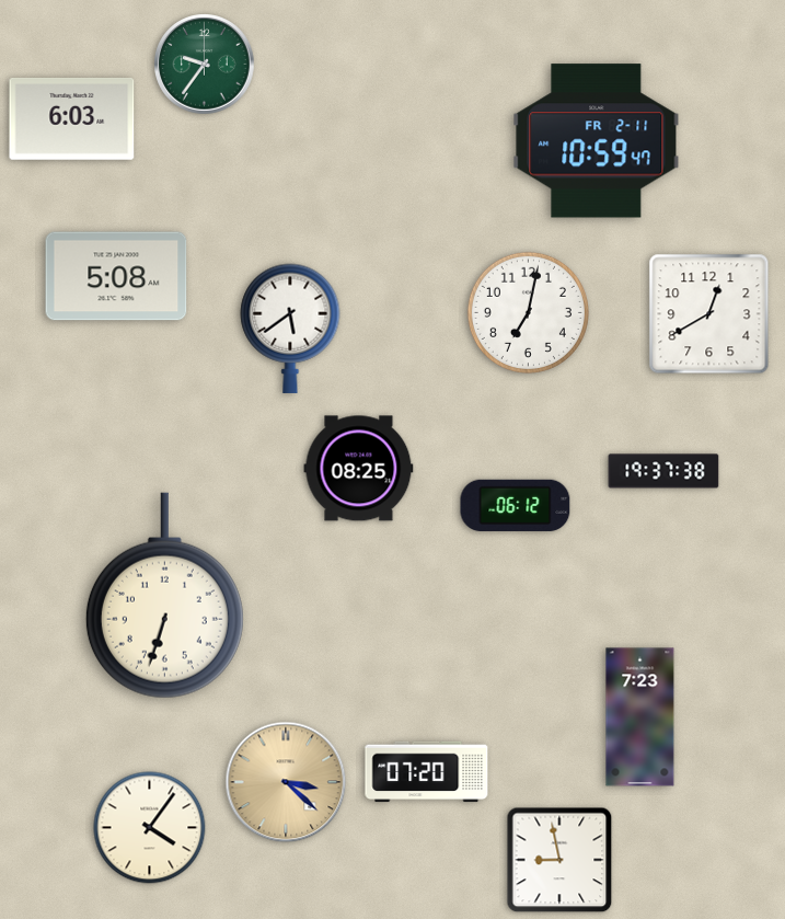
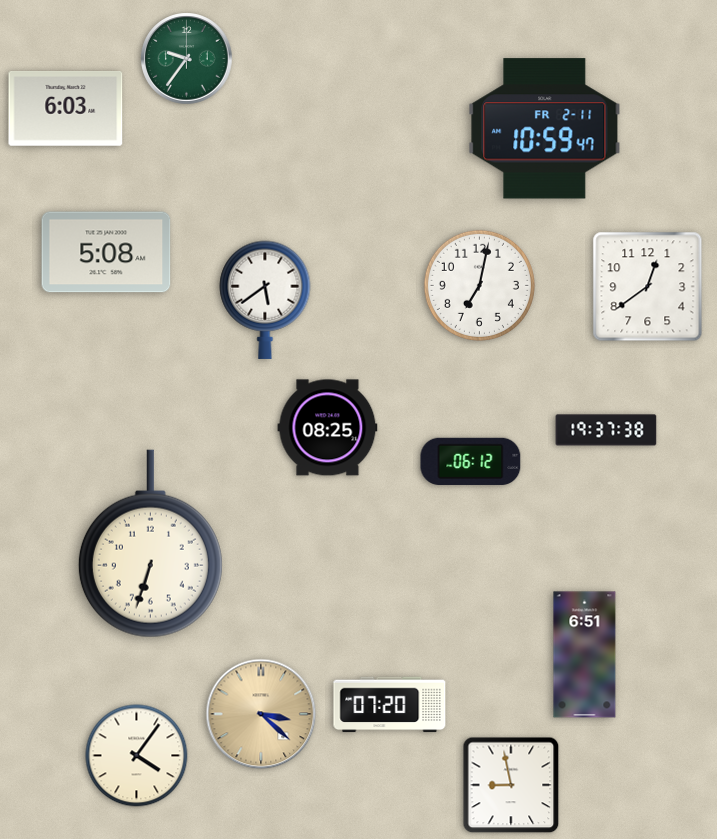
clock at (528, 312) position: (528, 312) -> (479, 285)
clock at (709, 314): 12:40 -> 12:39
clock at (640, 717): 7:23 -> 6:51
